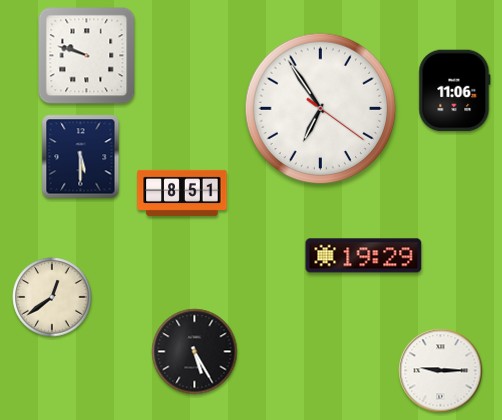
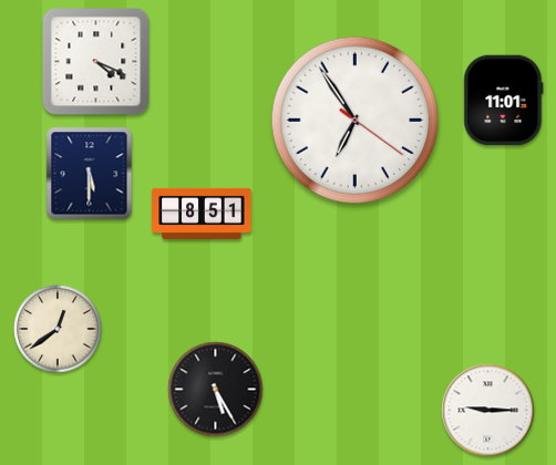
clock at (87, 56): 9:48 -> 4:19
clock at (455, 91): 11:06 -> 11:01
clock at (364, 256): 19:29 -> none
